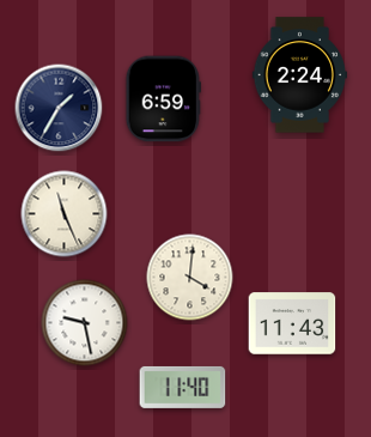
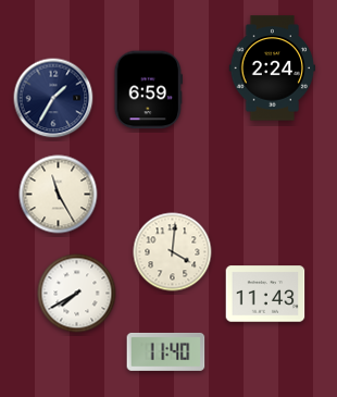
clock at (65, 214): 11:26 -> 11:25
clock at (85, 323): 9:28 -> 7:40
